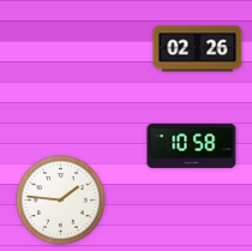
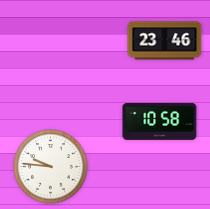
clock at (198, 49): 02:26 -> 23:46
clock at (61, 201): 1:46 -> 9:46
